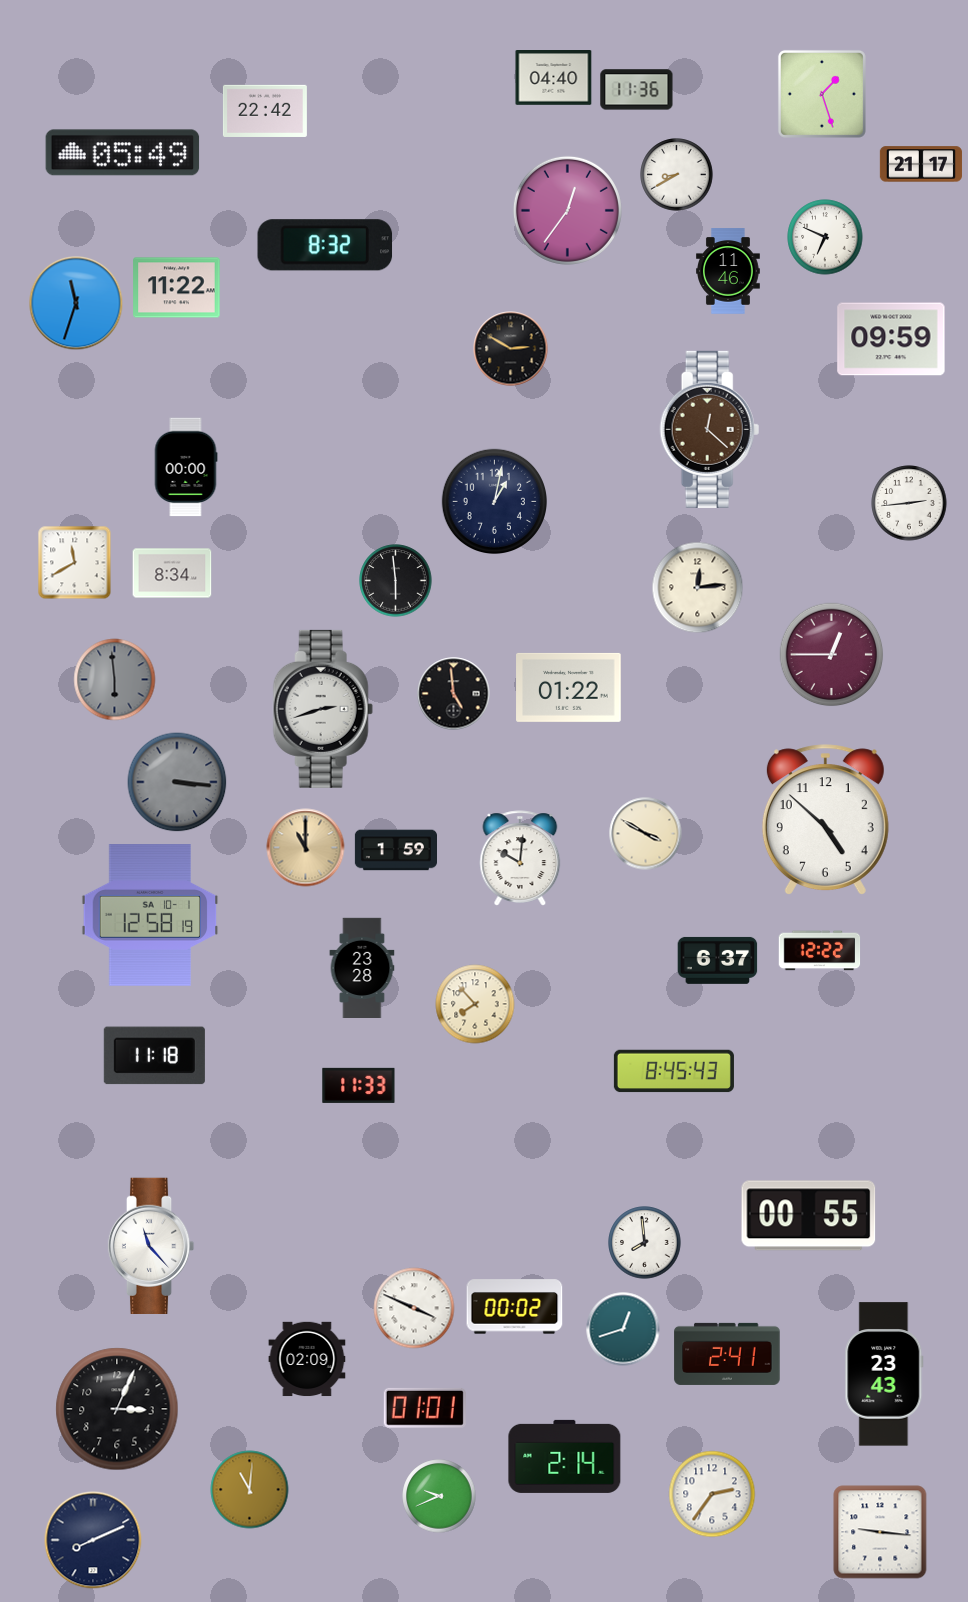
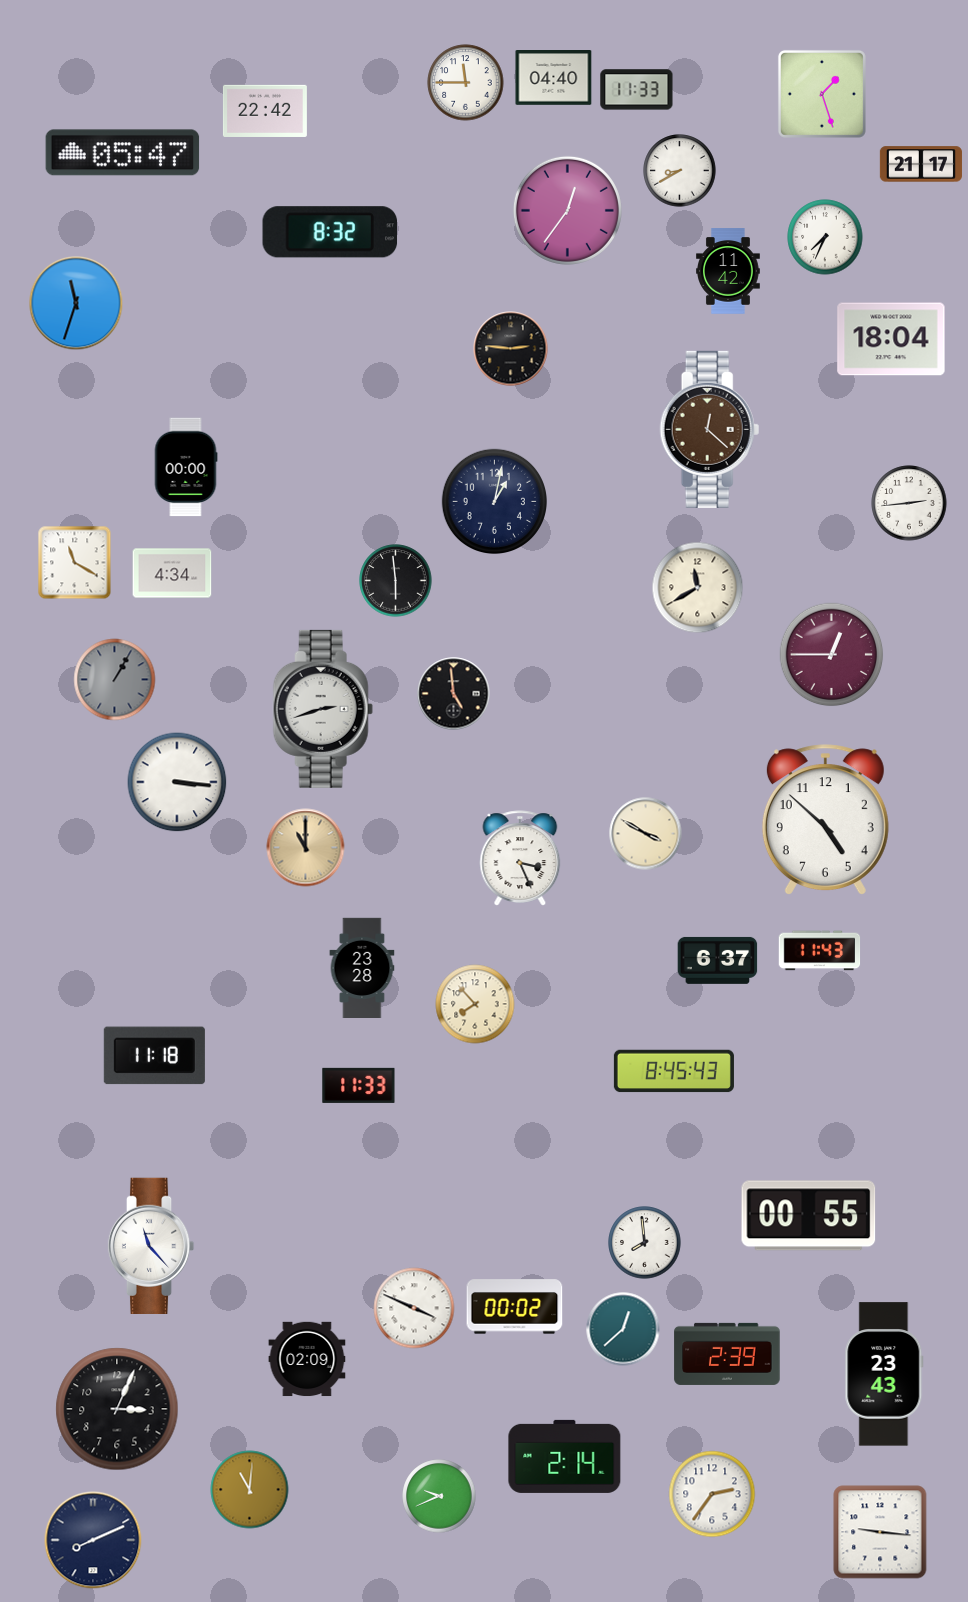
clock at (466, 83): none -> 11:45
clock at (637, 90): 11:36 -> 11:33
clock at (123, 153): 05:49 -> 05:47
clock at (677, 175) position: (677, 175) -> (680, 171)
clock at (825, 237): 6:49 -> 7:34
clock at (325, 245) position: (325, 245) -> (330, 232)
clock at (729, 271): 11:46 -> 11:42
clock at (177, 288): 11:22 -> none
clock at (891, 339): 09:59 -> 18:04
clock at (511, 349): 2:50 -> 2:46
clock at (75, 563): 11:40 -> 11:20
clock at (172, 573): 8:34 -> 4:34
clock at (698, 588): 12:14 -> 11:40
clock at (115, 680): 5:59 -> 1:05
clock at (569, 687): 01:22 -> none
clock at (177, 782) dial: grey -> white
clock at (395, 850): 1:59 -> none
clock at (520, 858): 10:01 -> 3:26
clock at (150, 915): 12:58 -> none
clock at (820, 951): 12:22 -> 11:43
clock at (623, 1329): 12:42 -> 12:38
clock at (727, 1354): 2:41 -> 2:39
clock at (425, 1408): 01:01 -> none
